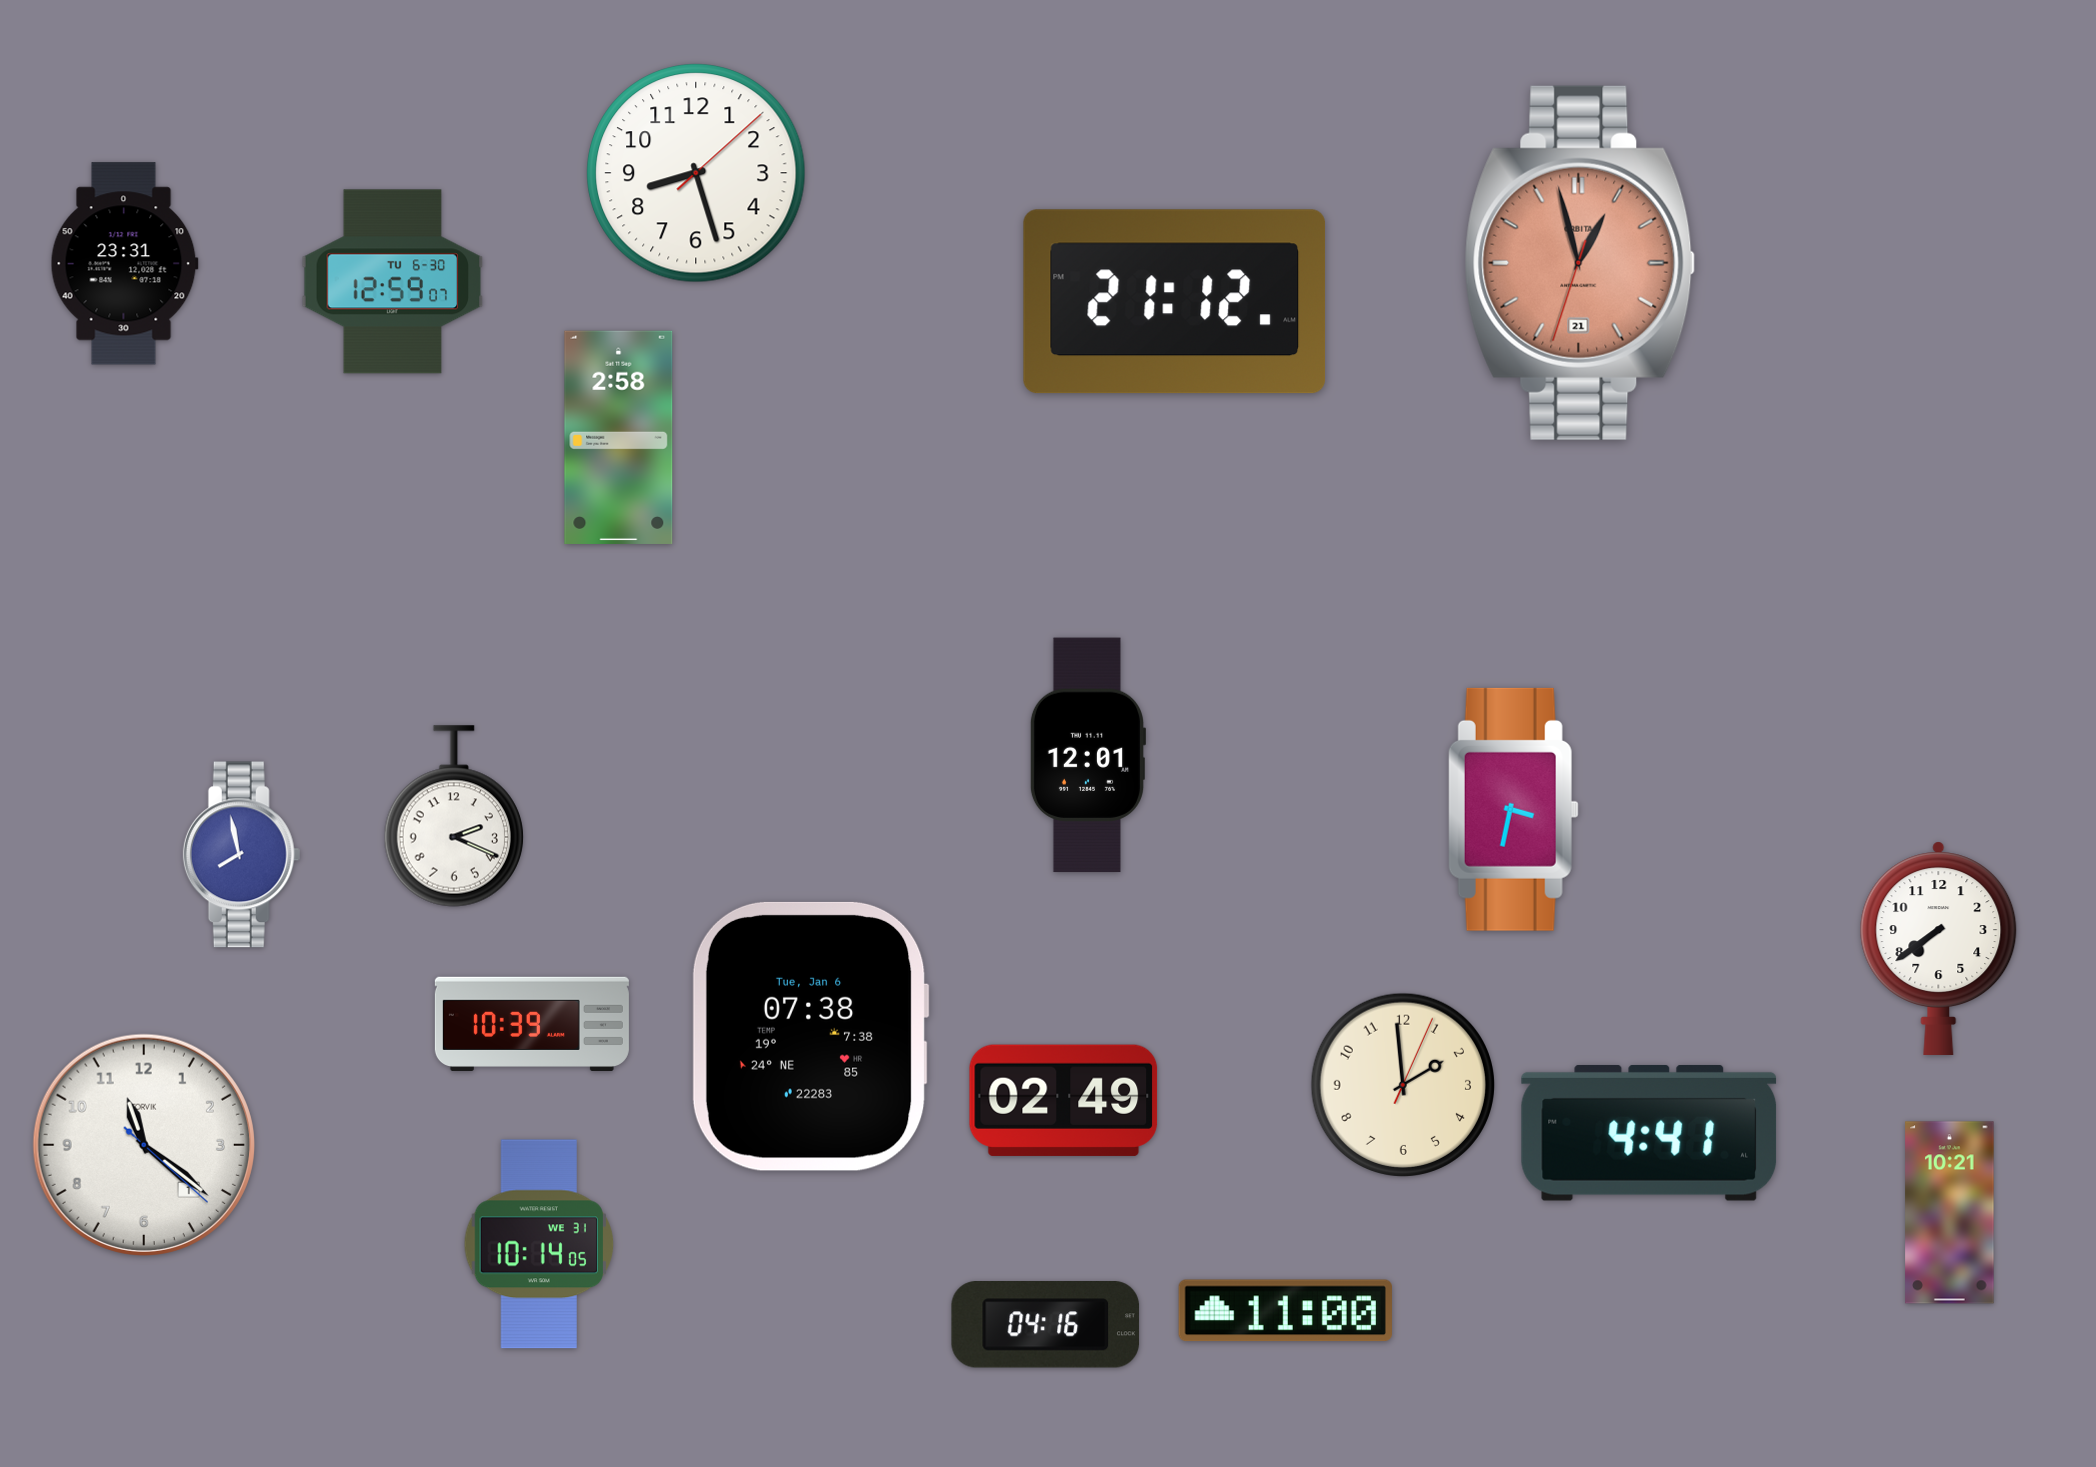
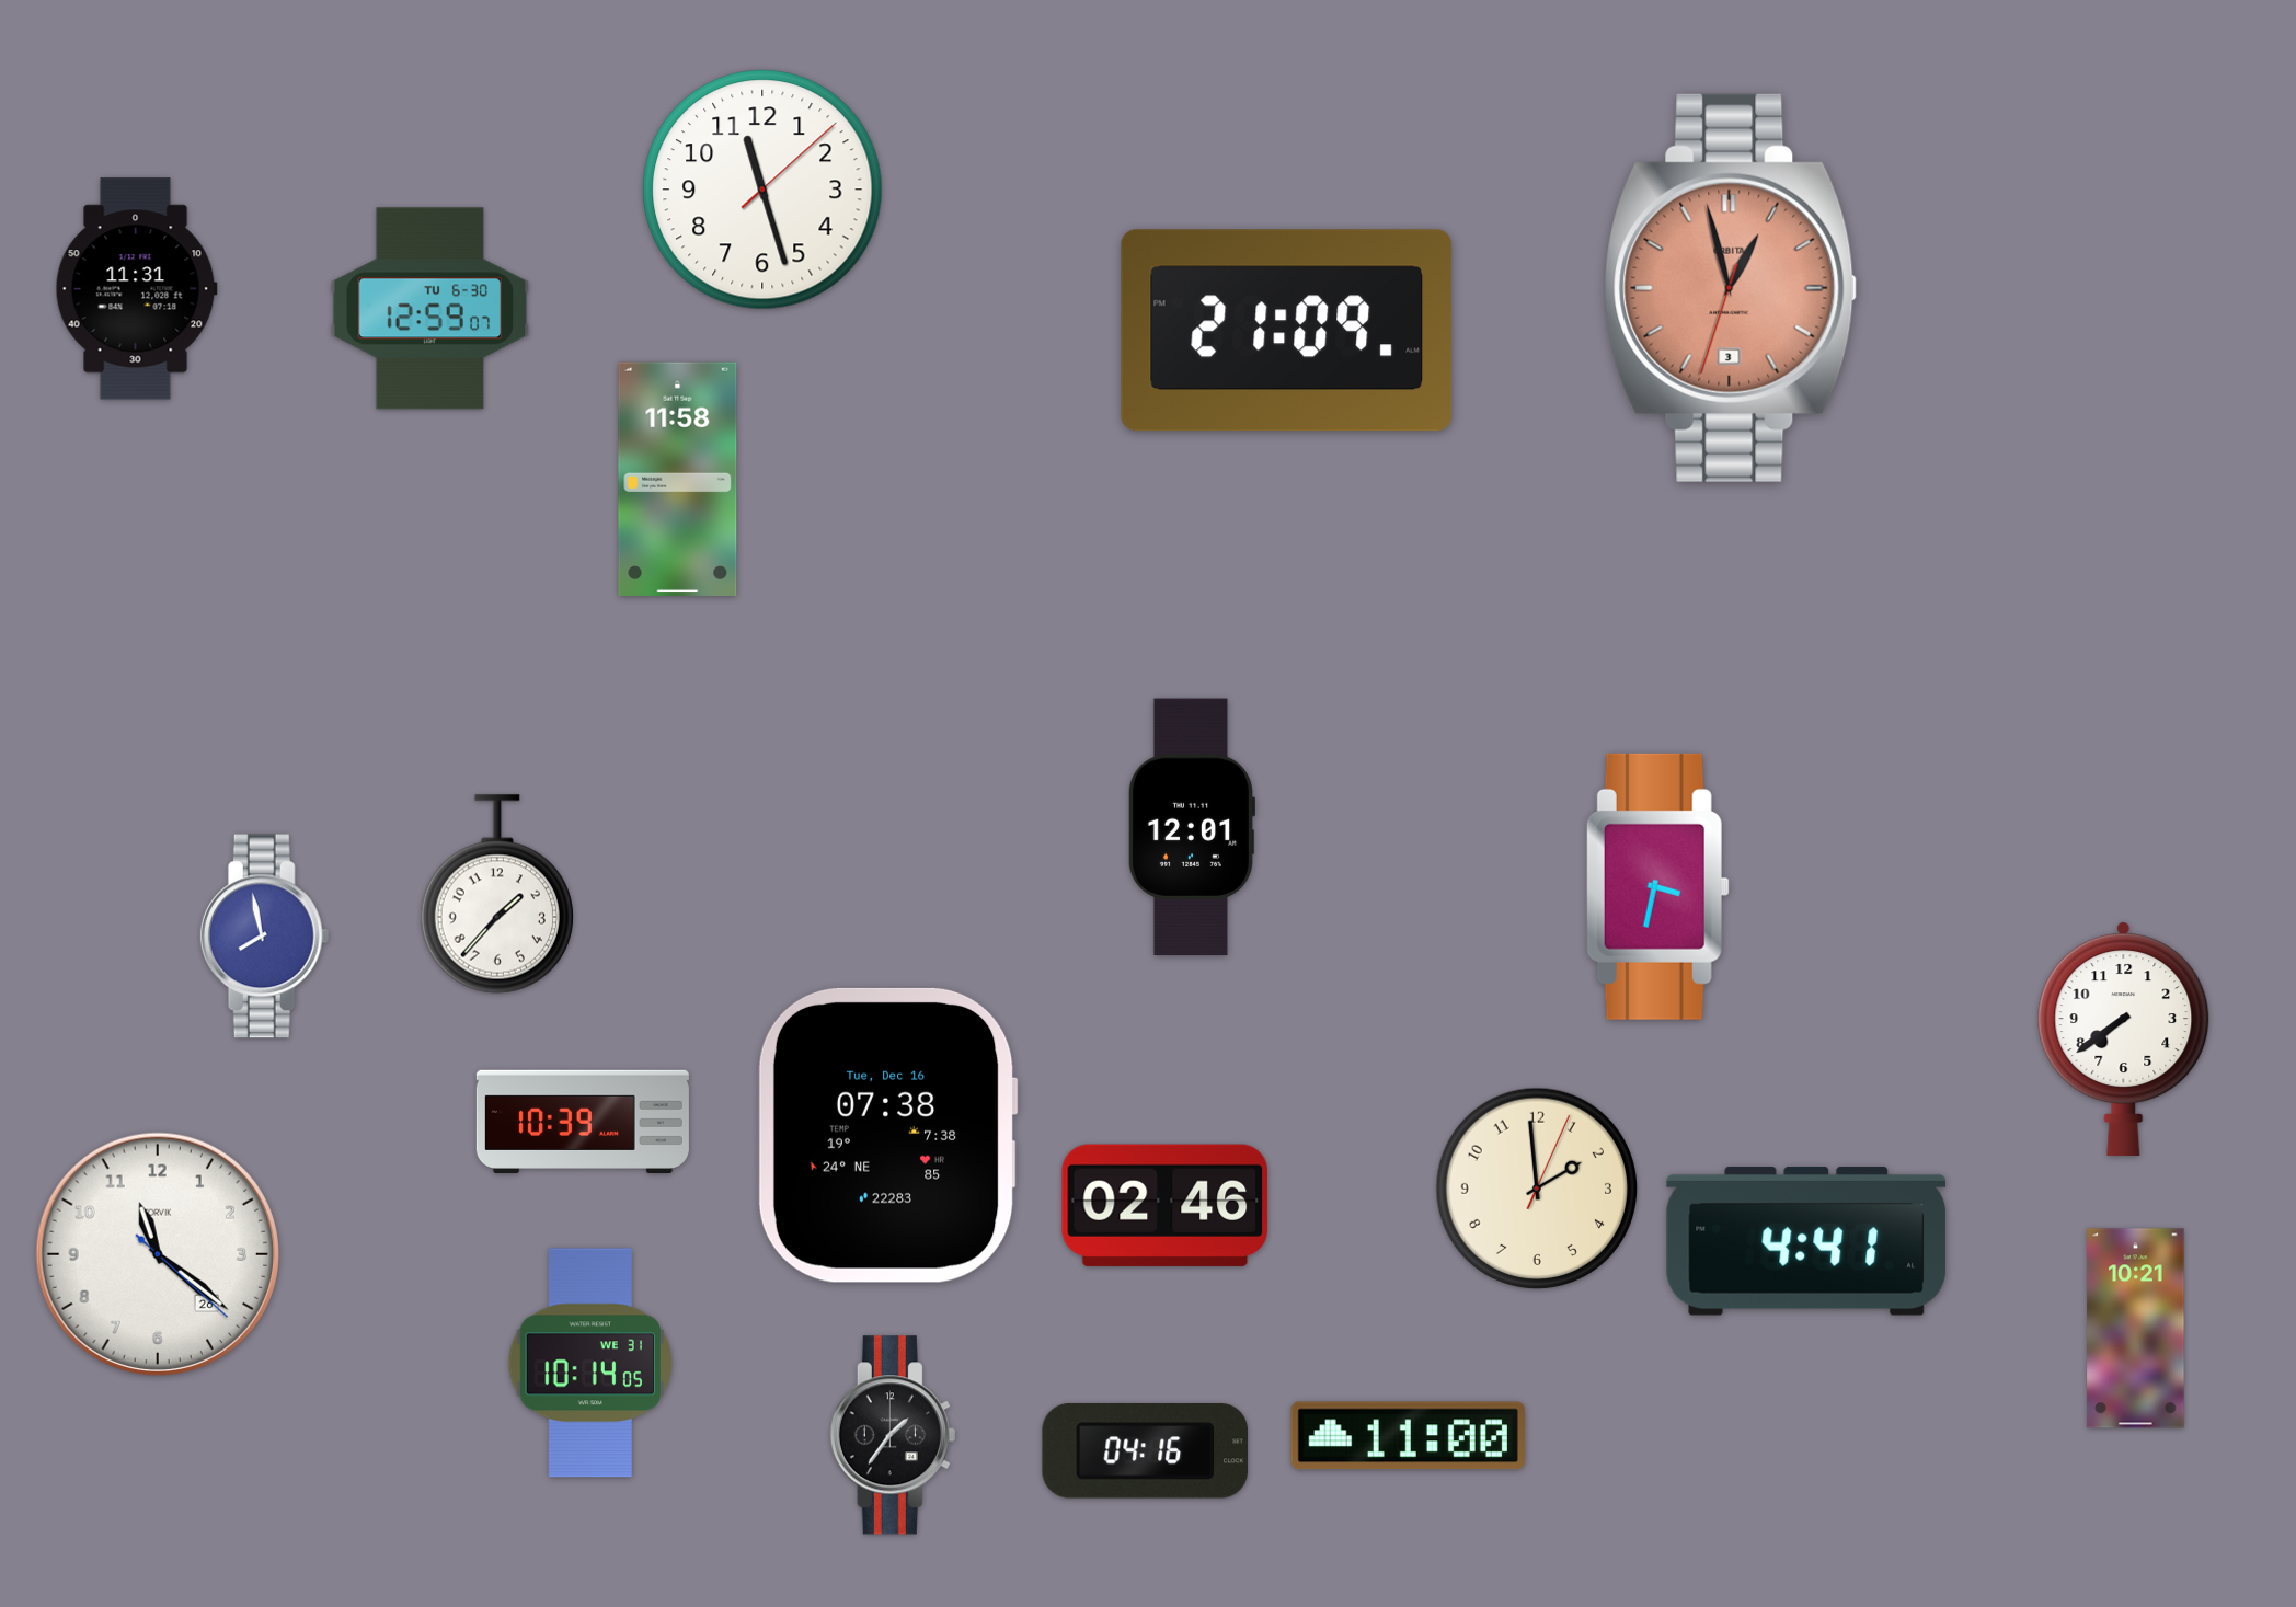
clock at (696, 173): 8:27 -> 11:27
clock at (1580, 263) date: 21 -> 3
clock at (124, 264): 23:31 -> 11:31
clock at (1175, 302): 21:12 -> 21:09
clock at (619, 437): 2:58 -> 11:58
clock at (454, 816): 2:19 -> 1:37
clock at (810, 1036) date: Tue, Jan 6 -> Tue, Dec 16
clock at (1064, 1100): 02:49 -> 02:46
clock at (144, 1145) date: 1 -> 26
clock at (893, 1435): none -> 1:36
